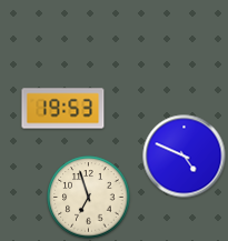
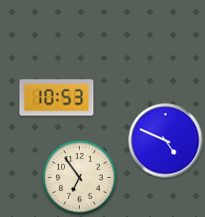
clock at (63, 109): 19:53 -> 10:53
clock at (89, 198): 6:57 -> 6:54
